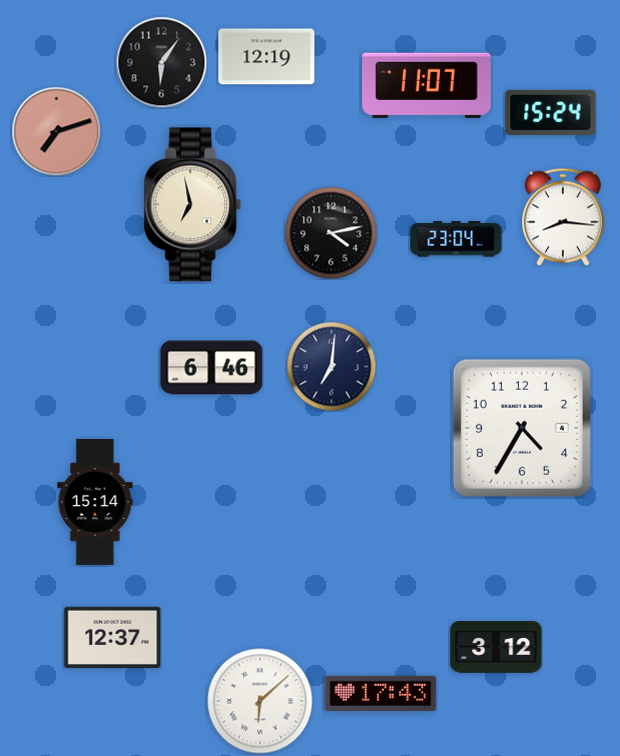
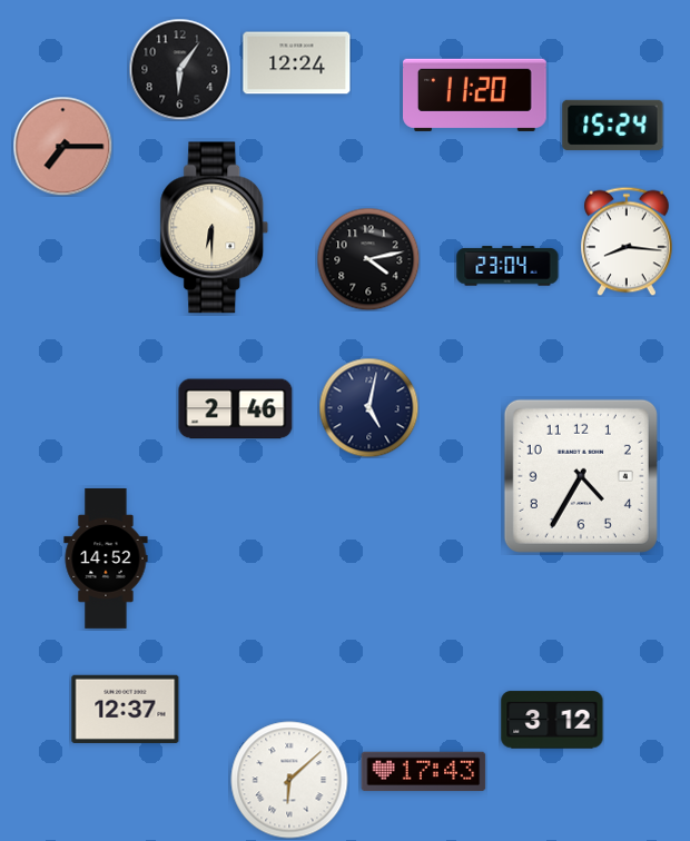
clock at (267, 57): 12:19 -> 12:24
clock at (427, 85): 11:07 -> 11:20
clock at (56, 131): 7:12 -> 7:15
clock at (193, 205): 6:58 -> 6:30
clock at (331, 366): 7:01 -> 5:02
clock at (212, 368): 6:46 -> 2:46
clock at (95, 502): 15:14 -> 14:52
